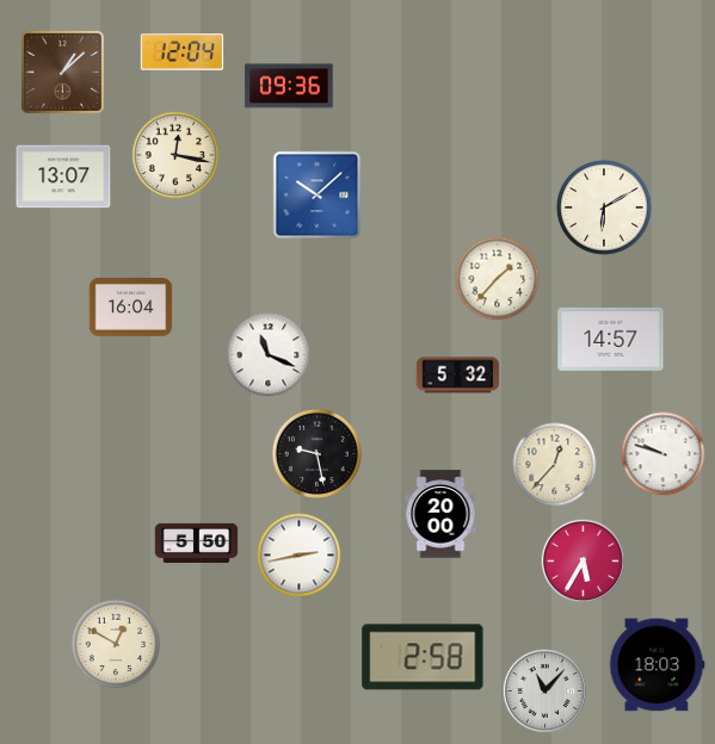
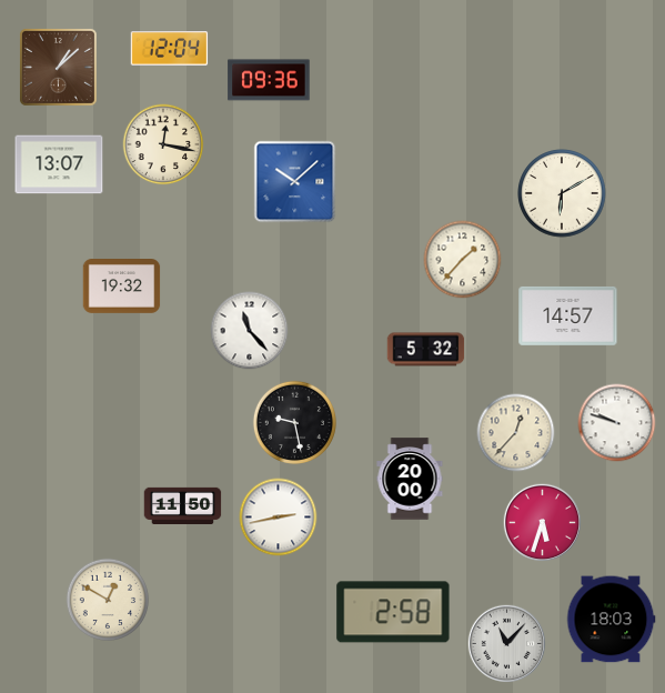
clock at (131, 308): 16:04 -> 19:32
clock at (269, 355): 11:19 -> 11:23
clock at (197, 542): 5:50 -> 11:50
clock at (583, 560): 5:35 -> 5:33
